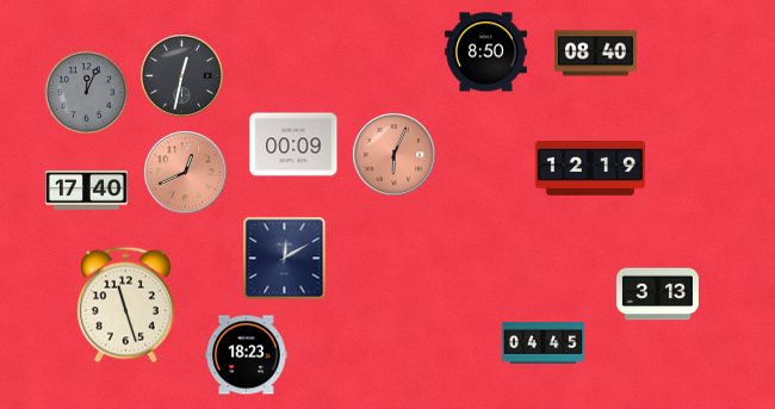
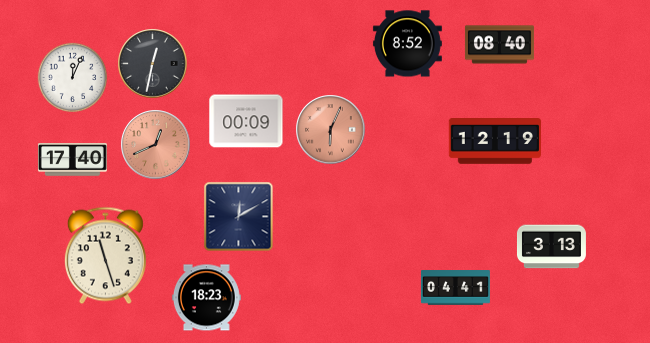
clock at (485, 52): 8:50 -> 8:52
clock at (87, 93) dial: grey -> white
clock at (542, 343): 04:45 -> 04:41
